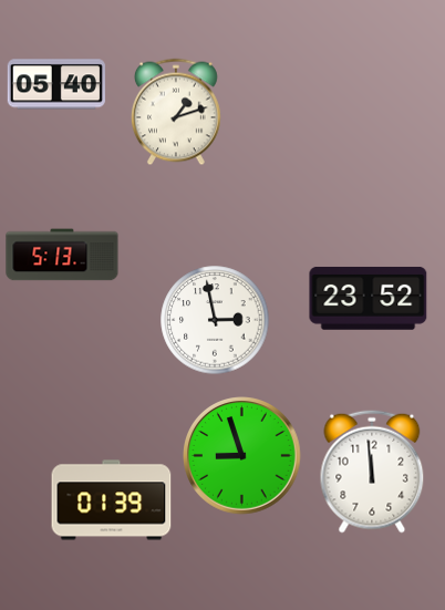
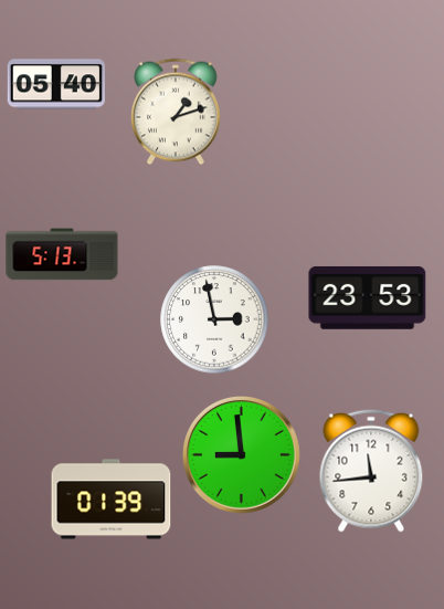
clock at (369, 298): 23:52 -> 23:53
clock at (242, 456): 8:57 -> 8:59
clock at (372, 472): 11:59 -> 11:44
